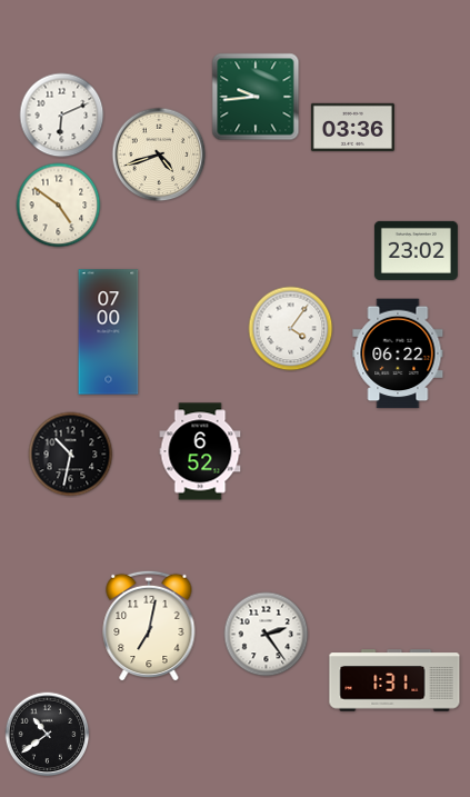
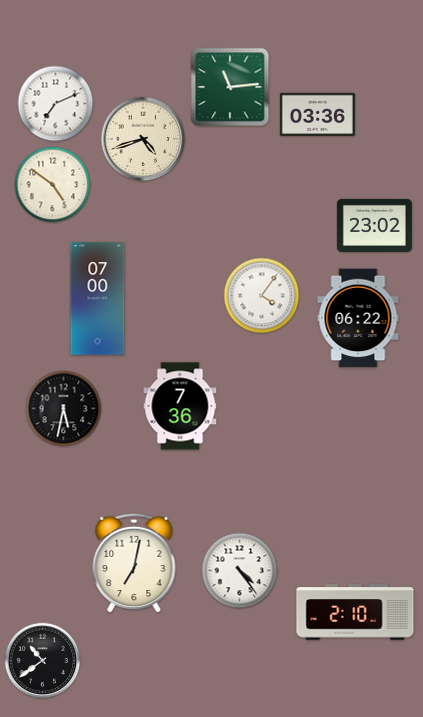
clock at (256, 97): 9:44 -> 11:14
clock at (62, 116): 6:11 -> 7:11
clock at (200, 451): 6:52 -> 7:36
clock at (71, 455): 10:32 -> 5:32
clock at (267, 635): 2:24 -> 4:24
clock at (394, 680): 1:31 -> 2:10
